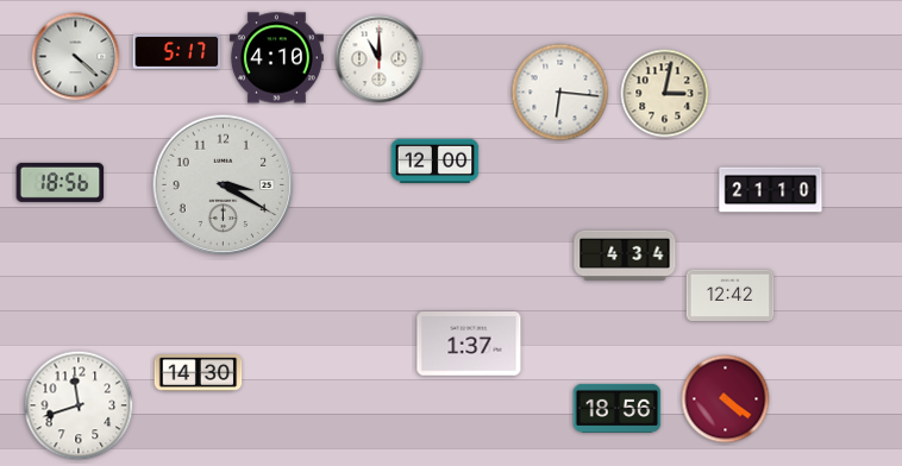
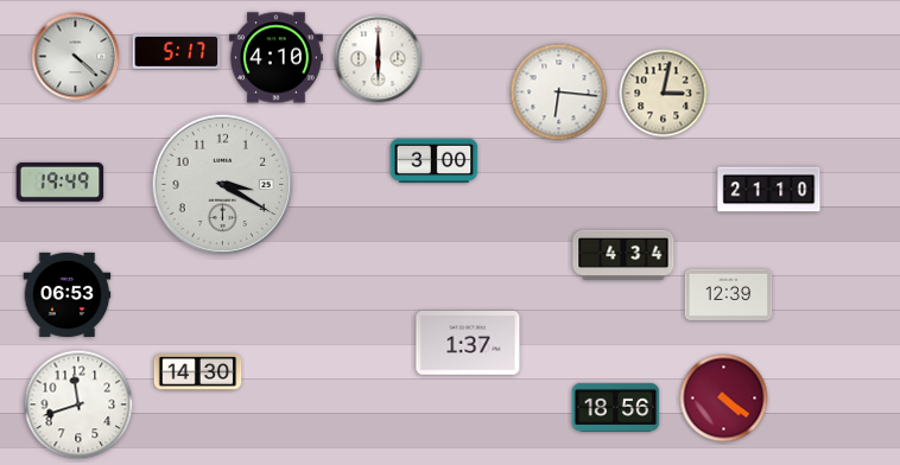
clock at (380, 59): 11:00 -> 6:00
clock at (436, 162): 12:00 -> 3:00
clock at (61, 182): 18:56 -> 19:49
clock at (68, 294): none -> 06:53
clock at (731, 295): 12:42 -> 12:39
